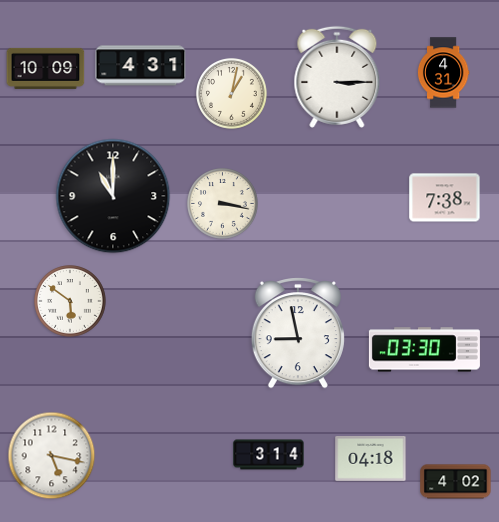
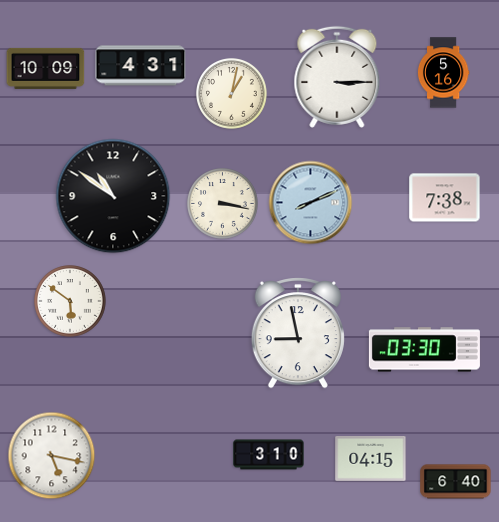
clock at (443, 73): 4:31 -> 5:16
clock at (113, 196): 11:00 -> 10:51
clock at (311, 203): none -> 8:11
clock at (269, 455): 3:14 -> 3:10
clock at (371, 459): 04:18 -> 04:15
clock at (456, 482): 4:02 -> 6:40
